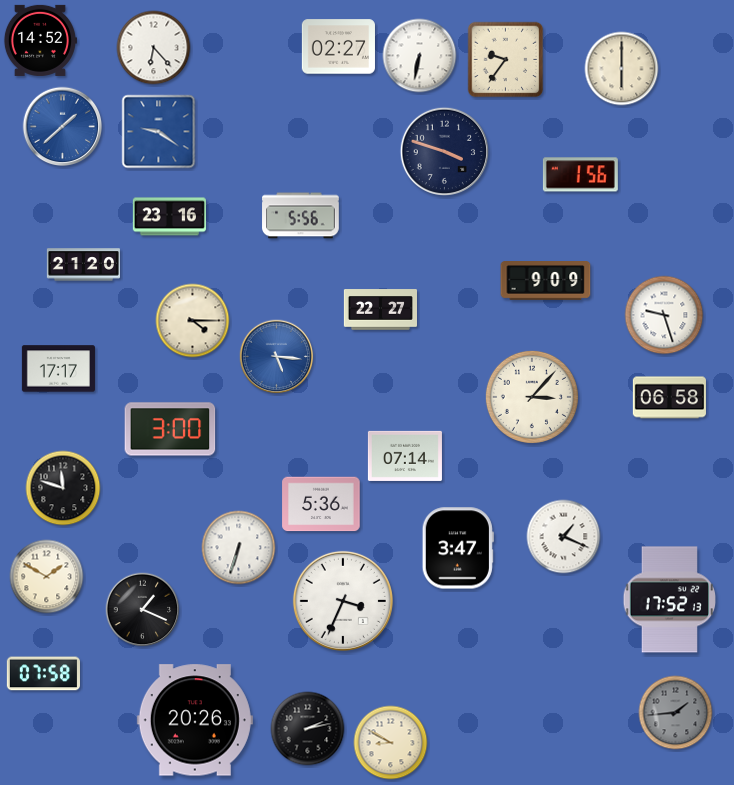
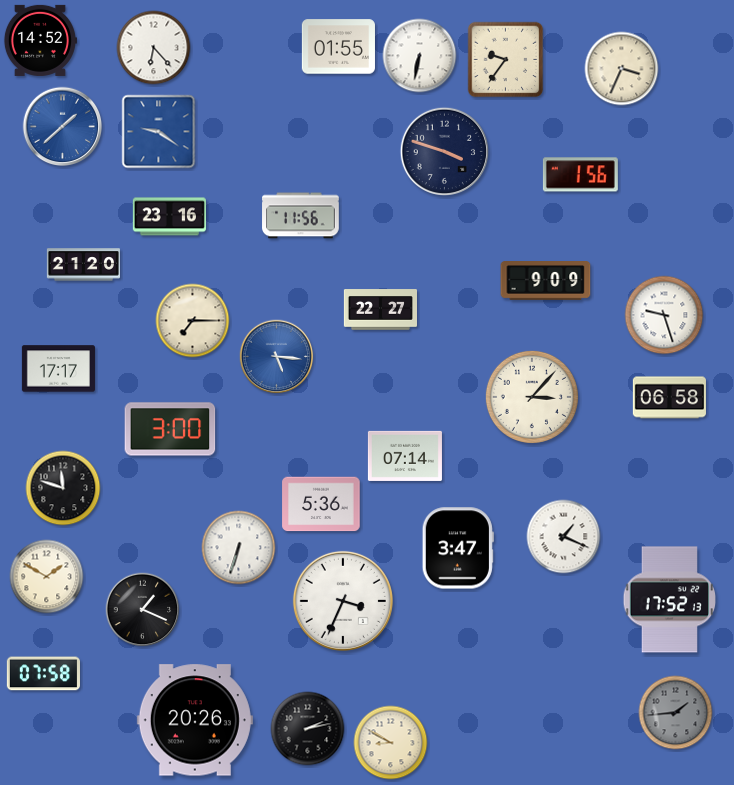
clock at (338, 47): 02:27 -> 01:55
clock at (622, 69): 6:00 -> 3:34
clock at (301, 216): 5:56 -> 11:56
clock at (193, 321): 4:15 -> 7:15
